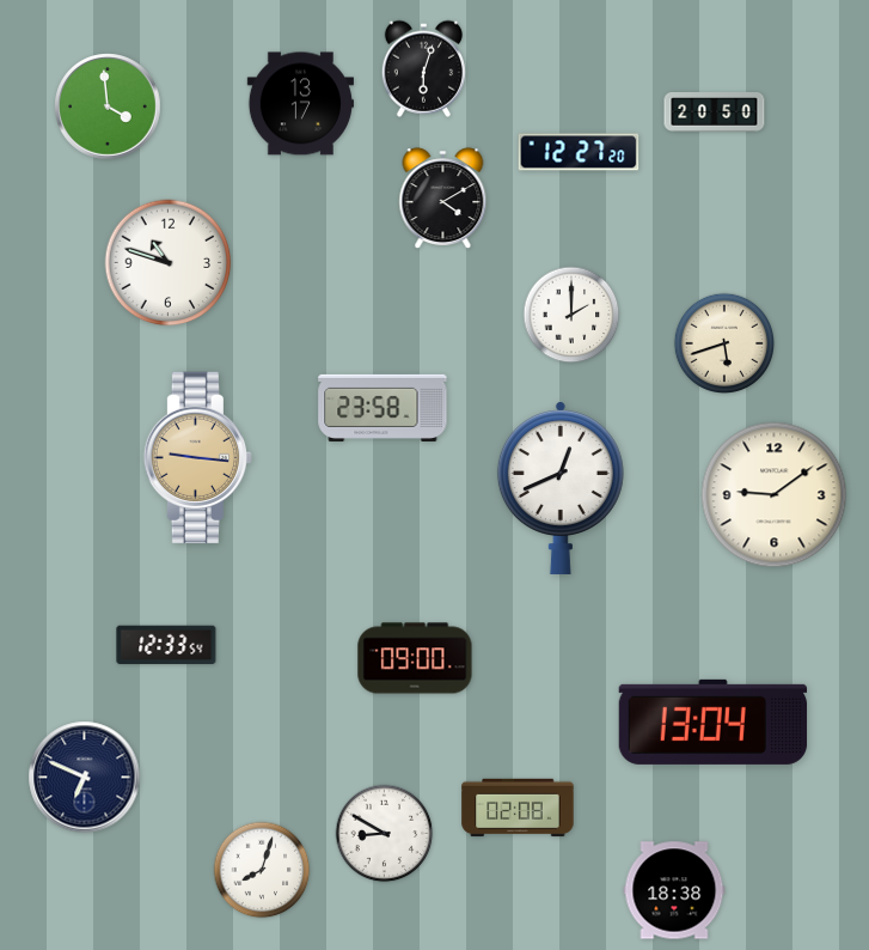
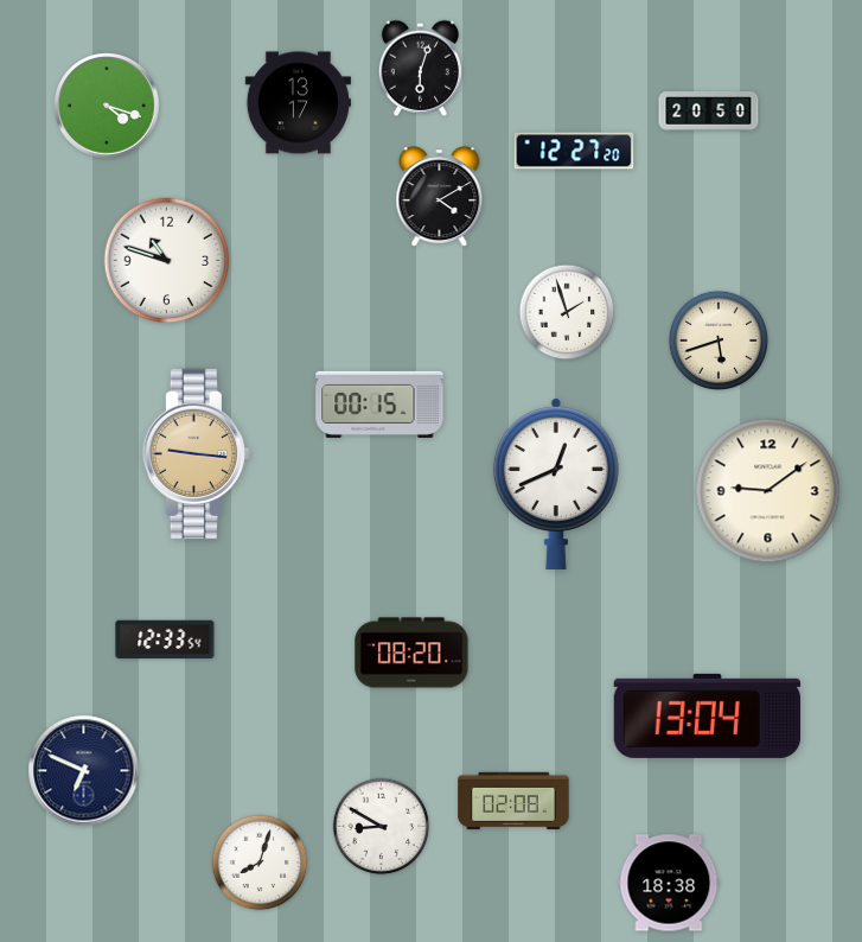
clock at (108, 106): 3:59 -> 4:18
clock at (571, 315): 2:00 -> 1:57
clock at (383, 408): 23:58 -> 00:15
clock at (415, 658): 09:00 -> 08:20
